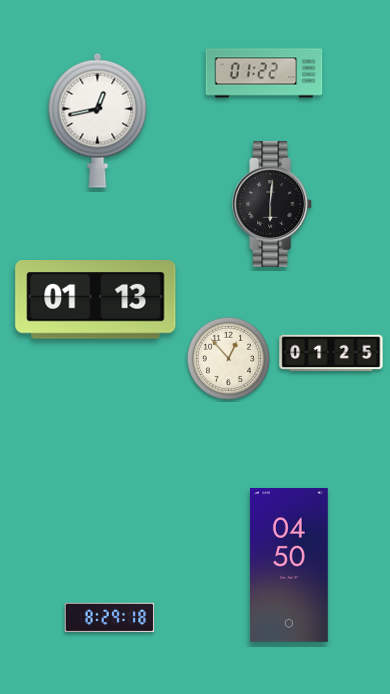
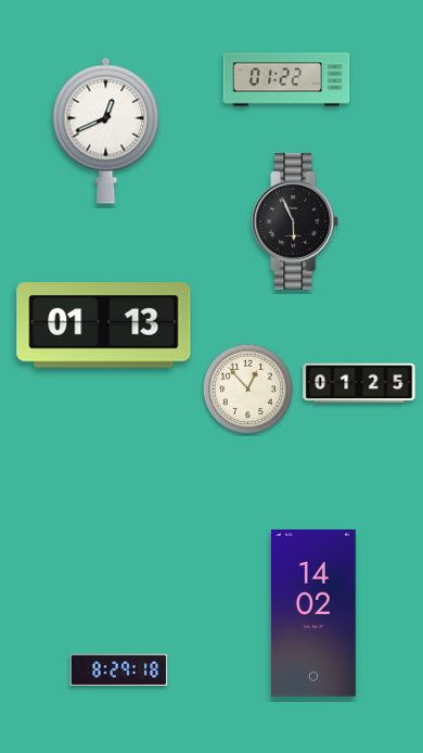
clock at (98, 120): 12:43 -> 12:41
clock at (273, 204): 6:01 -> 5:56
clock at (289, 565): 04:50 -> 14:02
